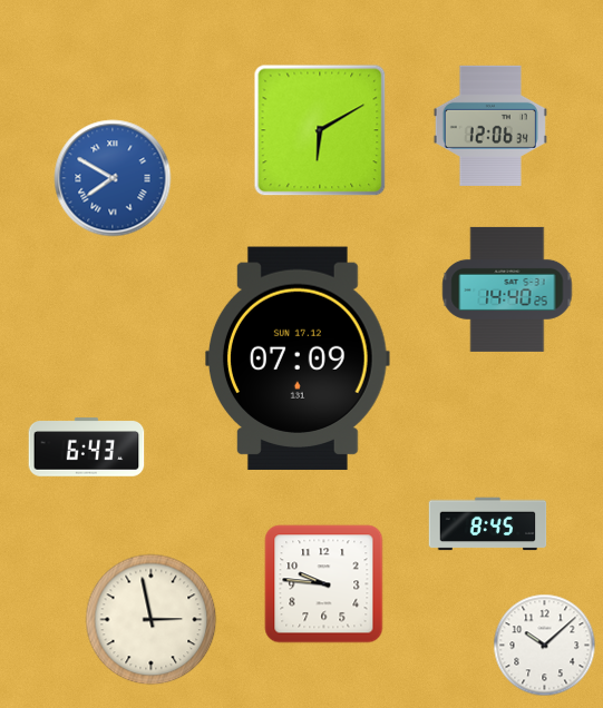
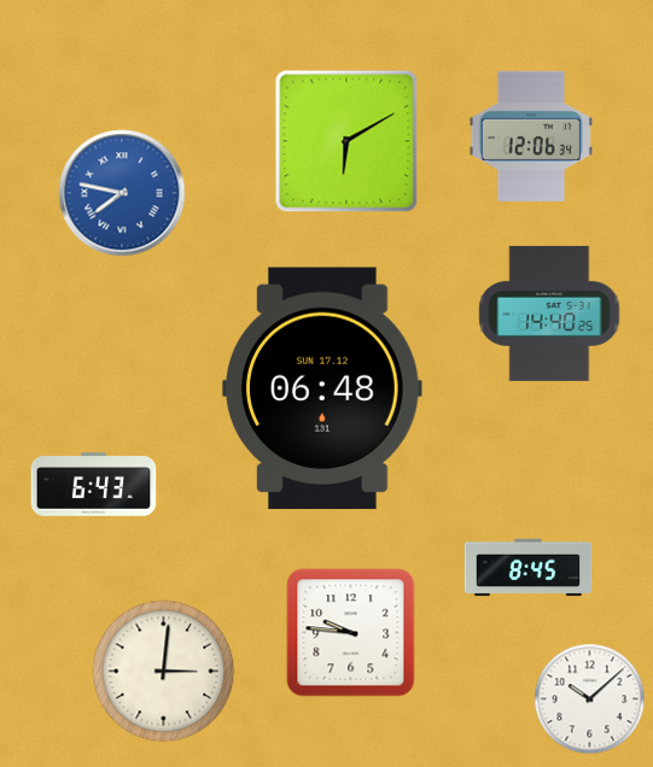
clock at (113, 178): 7:50 -> 7:47
clock at (298, 358): 07:09 -> 06:48
clock at (152, 620): 2:58 -> 3:01
